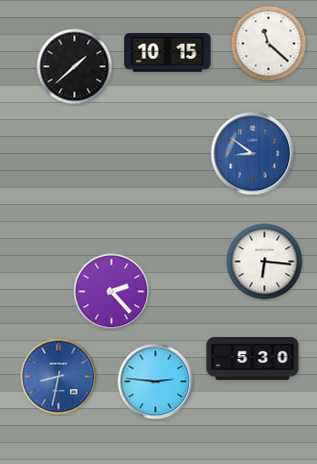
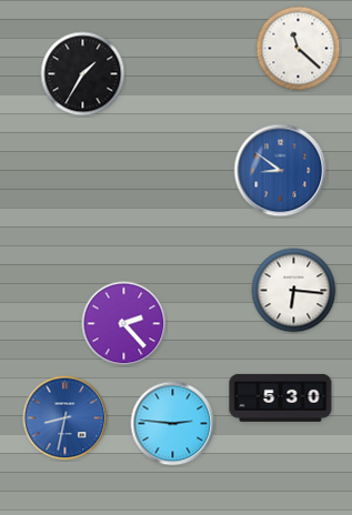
clock at (168, 53): 10:15 -> none
clock at (75, 67): 1:38 -> 1:35
